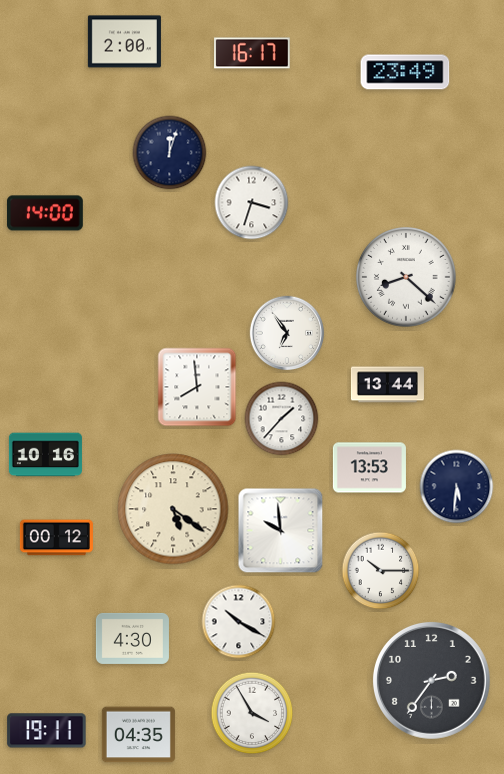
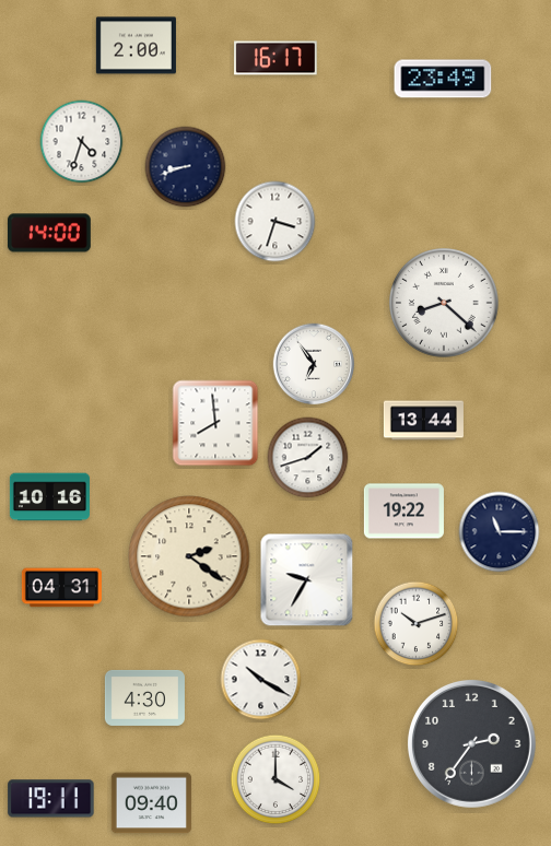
clock at (82, 142): none -> 4:33
clock at (170, 153): 12:03 -> 8:42
clock at (282, 419): 1:37 -> 1:42
clock at (369, 468): 13:53 -> 19:22
clock at (457, 487): 5:31 -> 11:15
clock at (173, 509): 5:21 -> 2:21
clock at (281, 531): 9:59 -> 9:35
clock at (56, 538): 00:12 -> 04:31
clock at (381, 571): 10:15 -> 10:12
clock at (252, 713): 3:55 -> 4:00
clock at (138, 735): 04:35 -> 09:40
